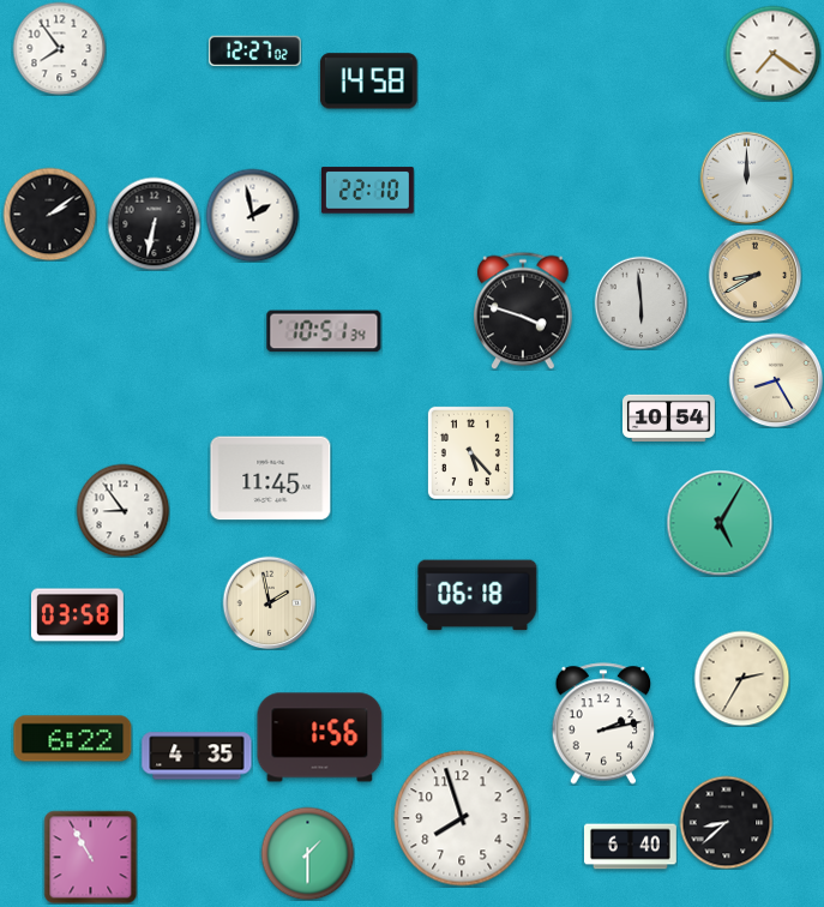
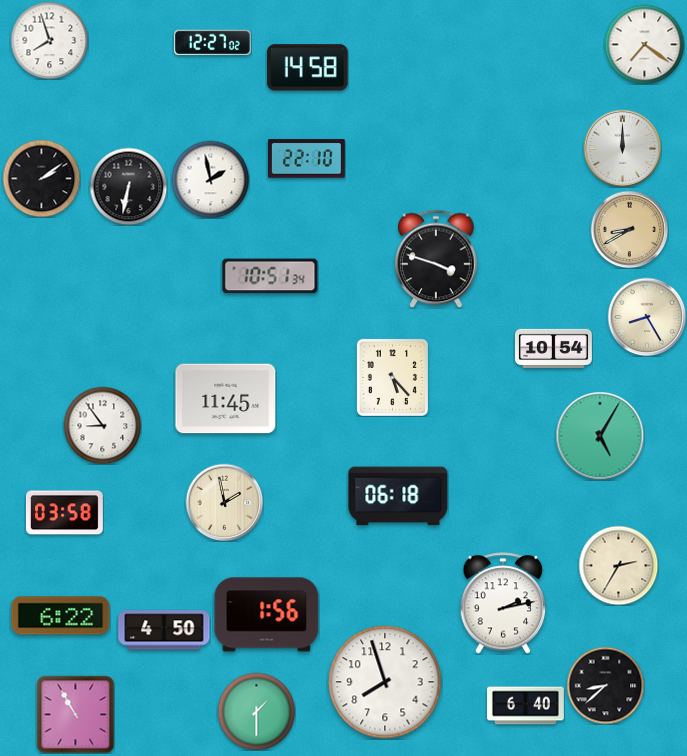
clock at (59, 48): 7:54 -> 7:57
clock at (640, 302): 5:59 -> none
clock at (669, 418) position: (669, 418) -> (554, 348)
clock at (197, 756): 4:35 -> 4:50
